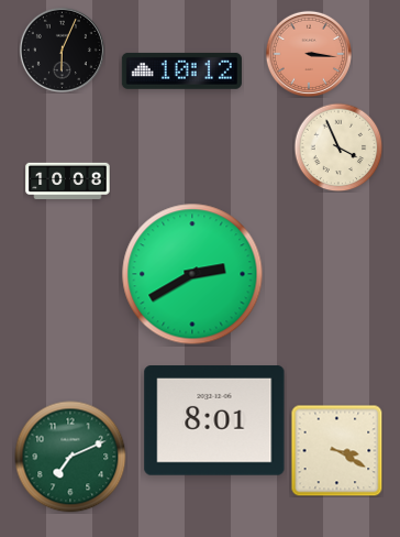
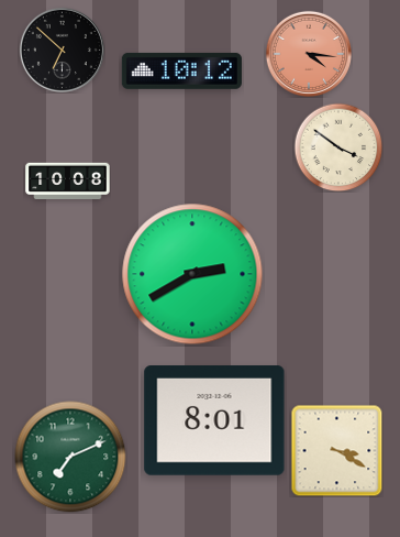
clock at (62, 50): 6:04 -> 6:52
clock at (309, 54): 3:16 -> 4:16
clock at (338, 147): 3:56 -> 3:51
